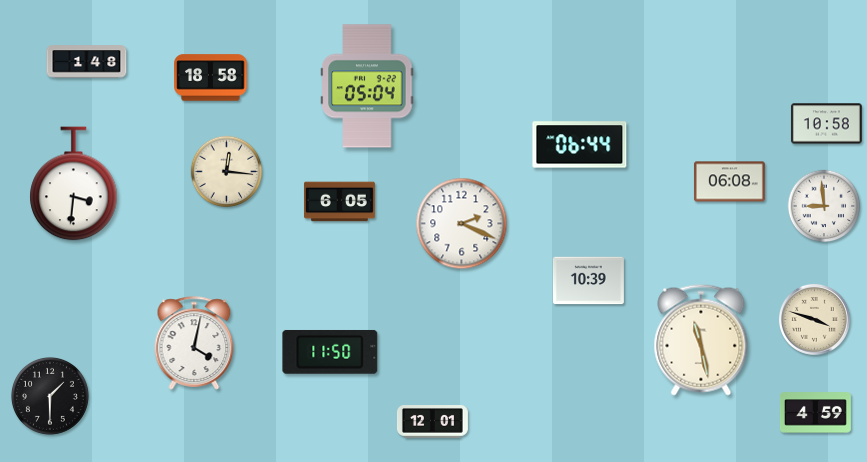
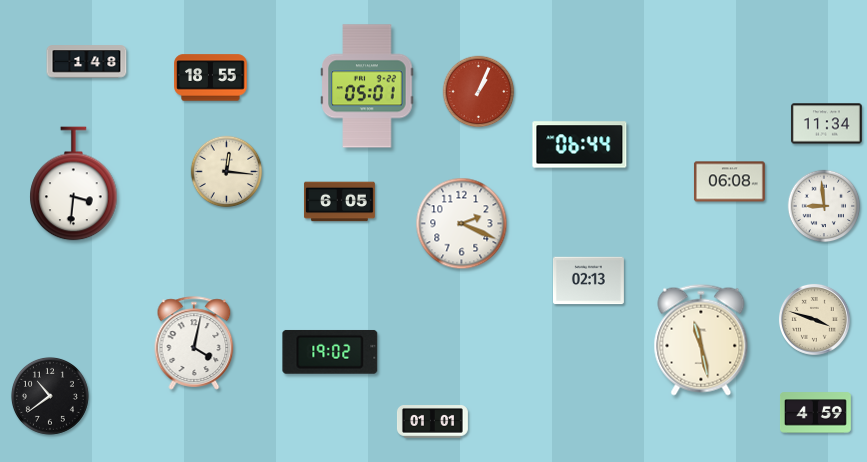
clock at (211, 78): 18:58 -> 18:55
clock at (367, 86): 05:04 -> 05:01
clock at (479, 92): none -> 1:04
clock at (826, 124): 10:58 -> 11:34
clock at (588, 281): 10:39 -> 02:13
clock at (330, 352): 11:50 -> 19:02
clock at (50, 396): 1:30 -> 10:39
clock at (432, 422): 12:01 -> 01:01
